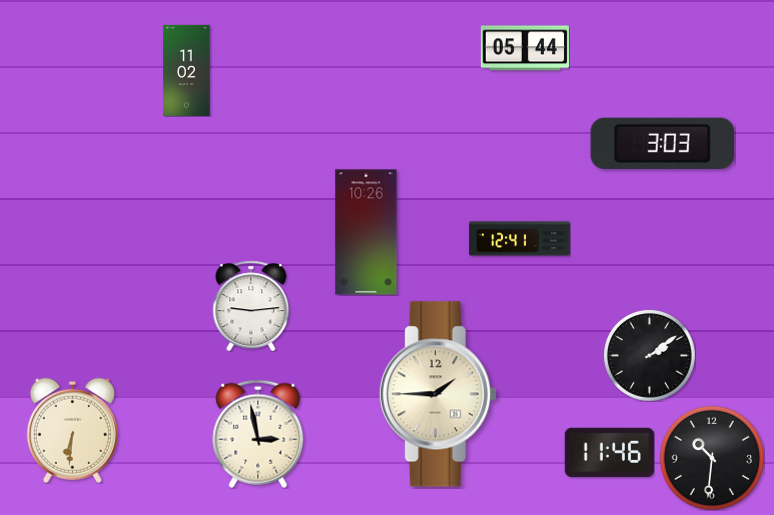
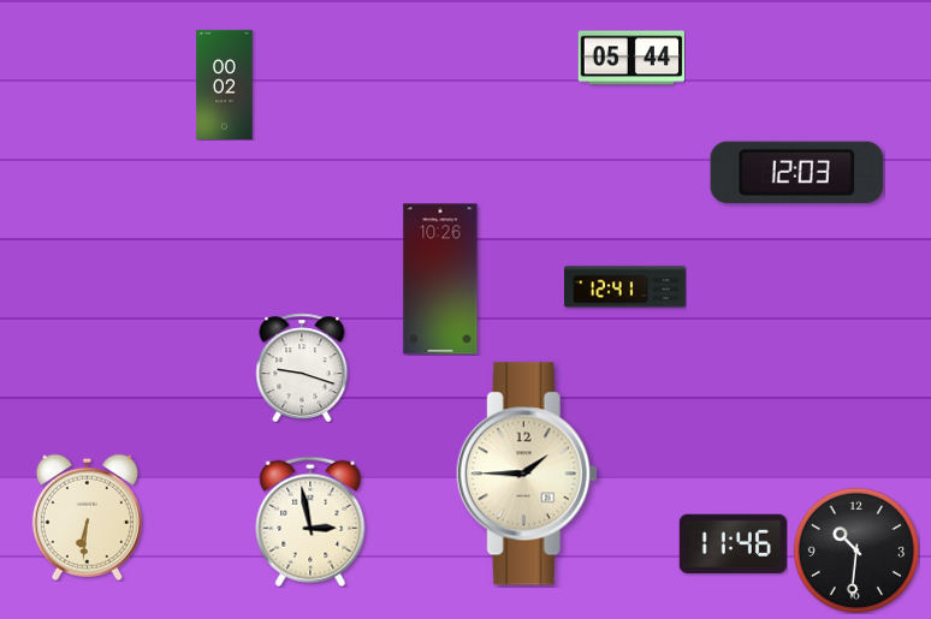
clock at (187, 70): 11:02 -> 00:02
clock at (663, 143): 3:03 -> 12:03
clock at (251, 306): 9:14 -> 9:18
clock at (650, 356): 2:09 -> none
